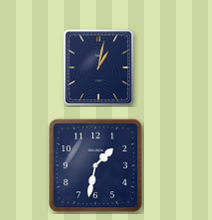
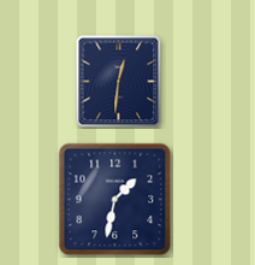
clock at (99, 68): 1:02 -> 12:31
